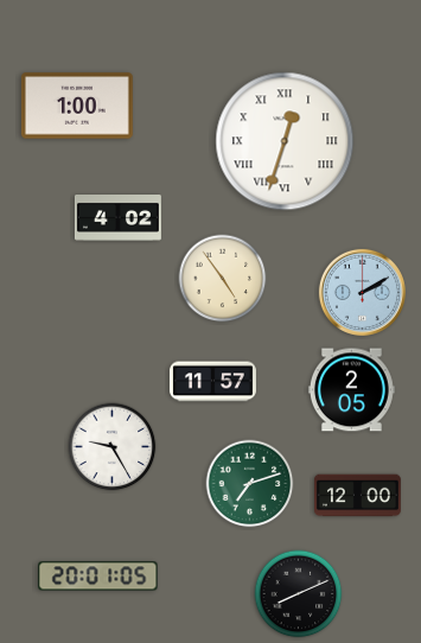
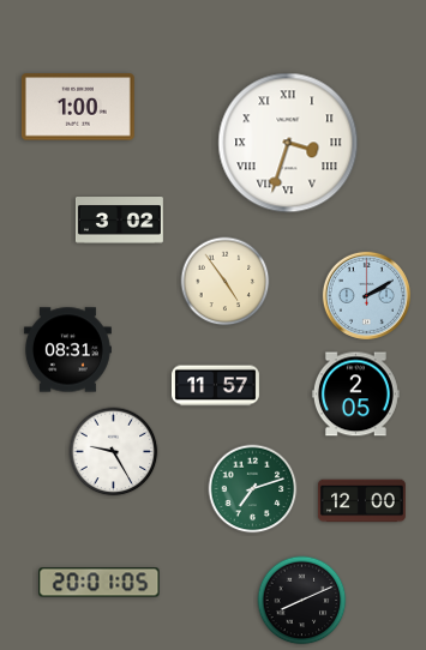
clock at (285, 141): 12:33 -> 3:33
clock at (117, 218): 4:02 -> 3:02
clock at (67, 350): none -> 08:31
